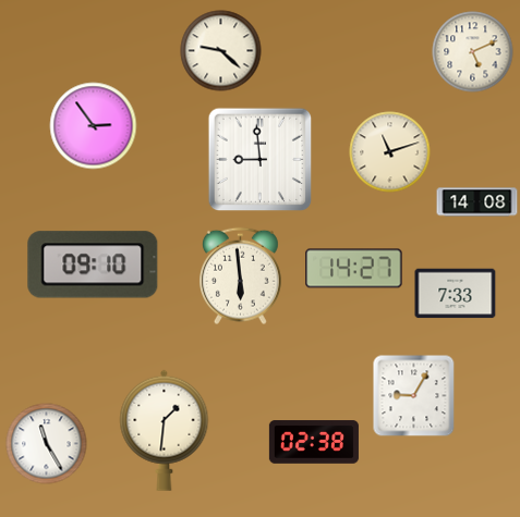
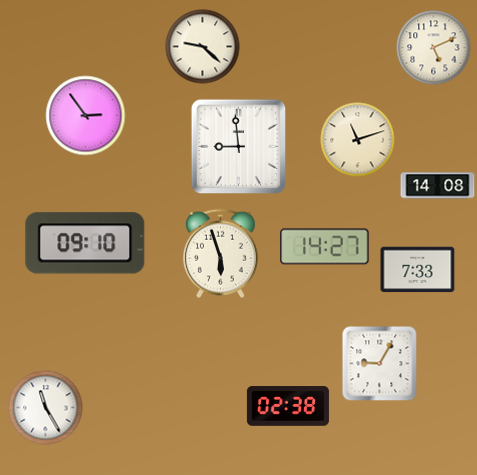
clock at (240, 276): 5:59 -> 5:57
clock at (165, 430): 1:31 -> none
clock at (47, 444) position: (47, 444) -> (46, 408)
